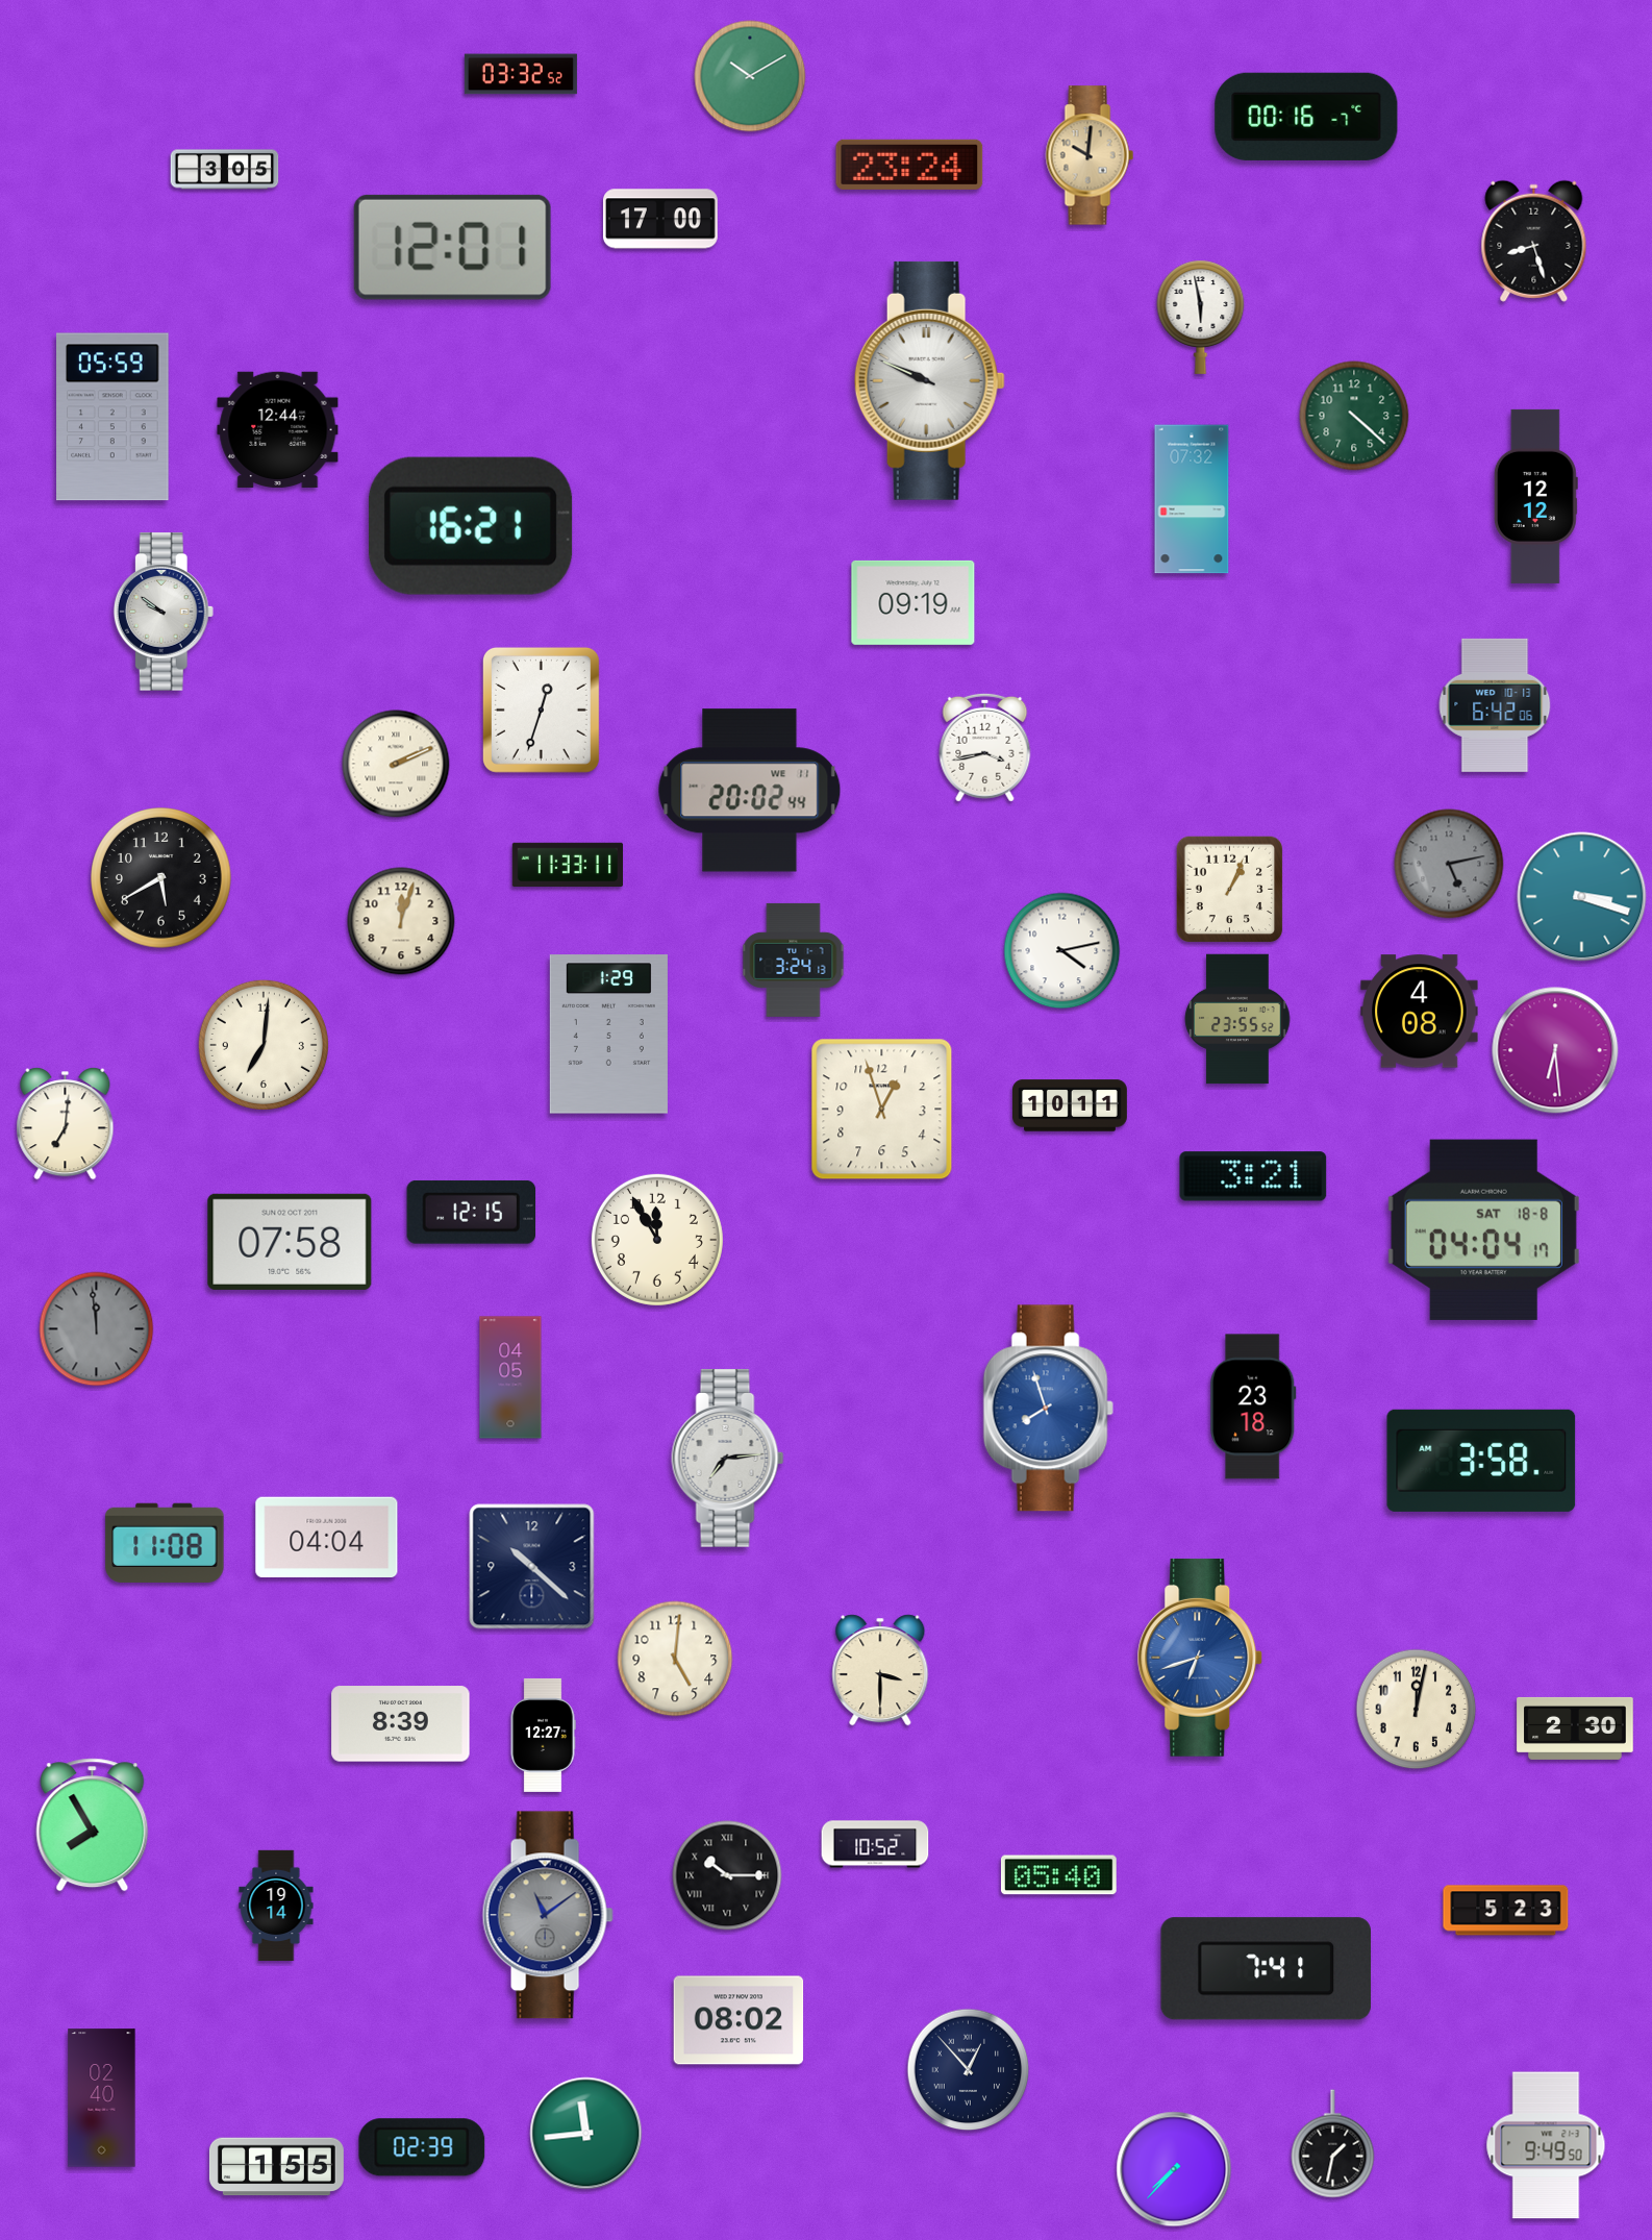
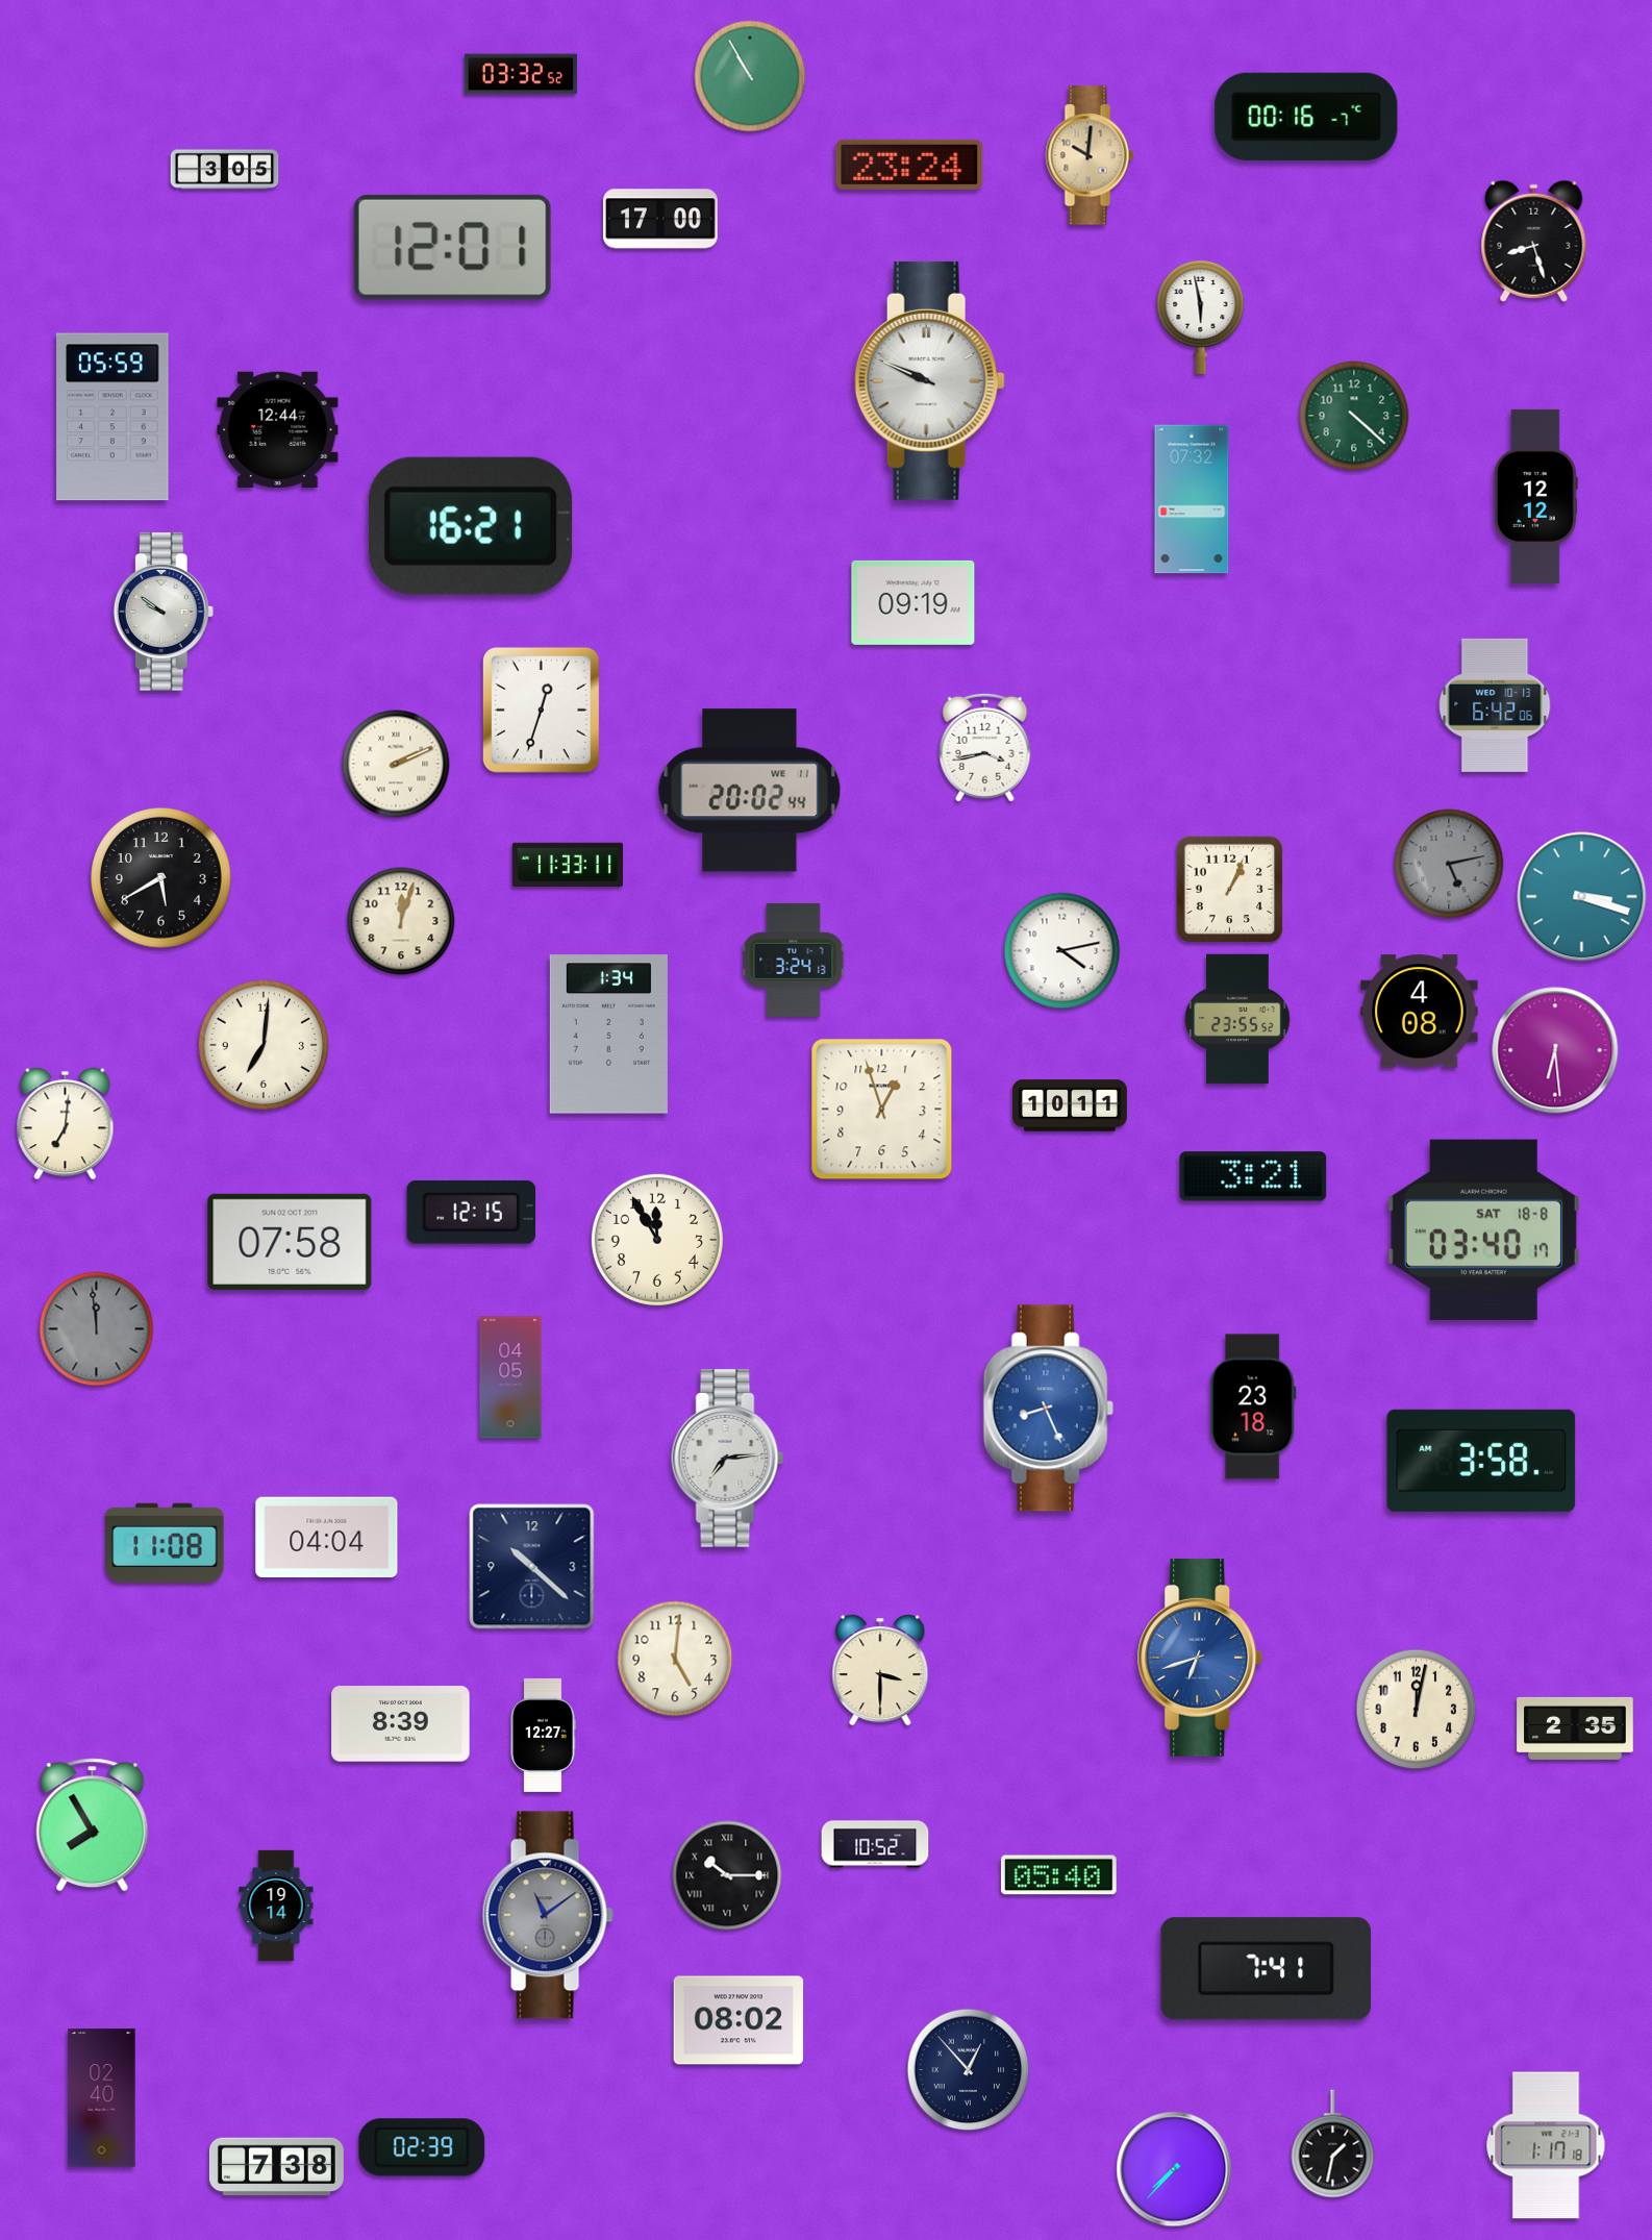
clock at (750, 76): 10:10 -> 10:55
clock at (608, 1035): 1:29 -> 1:34
clock at (1483, 1229): 04:04 -> 03:40
clock at (1048, 1409): 7:57 -> 8:26
clock at (1575, 1728): 2:30 -> 2:35
clock at (1506, 1911): 5:23 -> none
clock at (586, 2134): 11:44 -> none
clock at (1546, 2145): 9:49 -> 1:17
clock at (276, 2167): 1:55 -> 7:38
